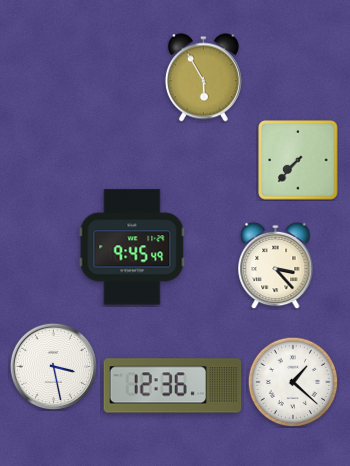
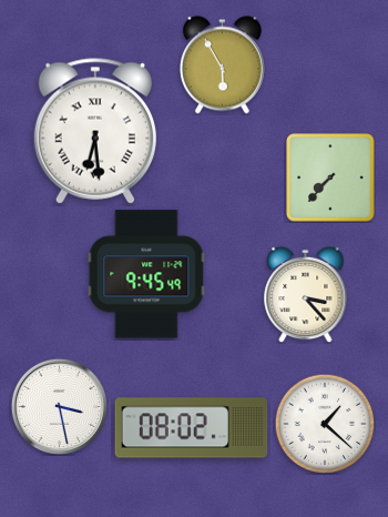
clock at (203, 78) position: (203, 78) -> (222, 65)
clock at (94, 131): none -> 6:29
clock at (173, 386): 12:36 -> 08:02
